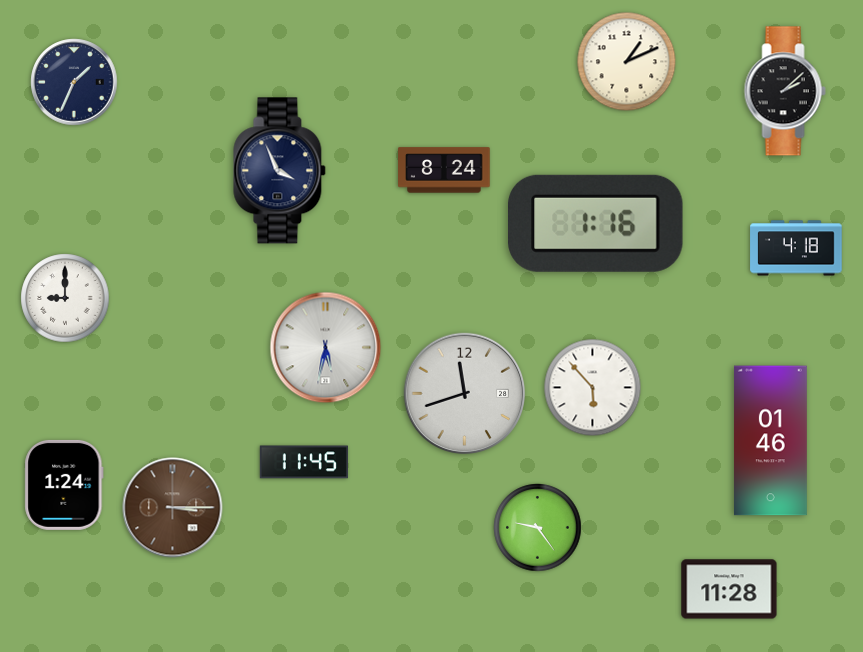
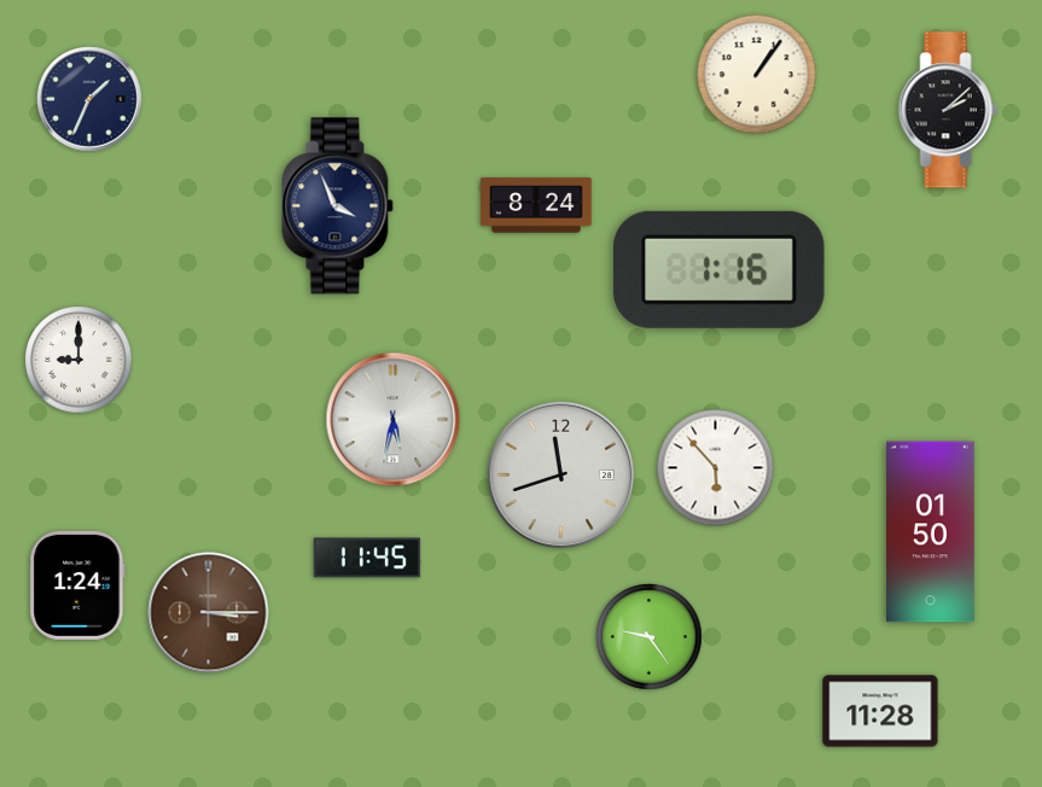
clock at (627, 62): 1:11 -> 1:06
clock at (796, 248): 4:18 -> none
clock at (770, 441): 01:46 -> 01:50
